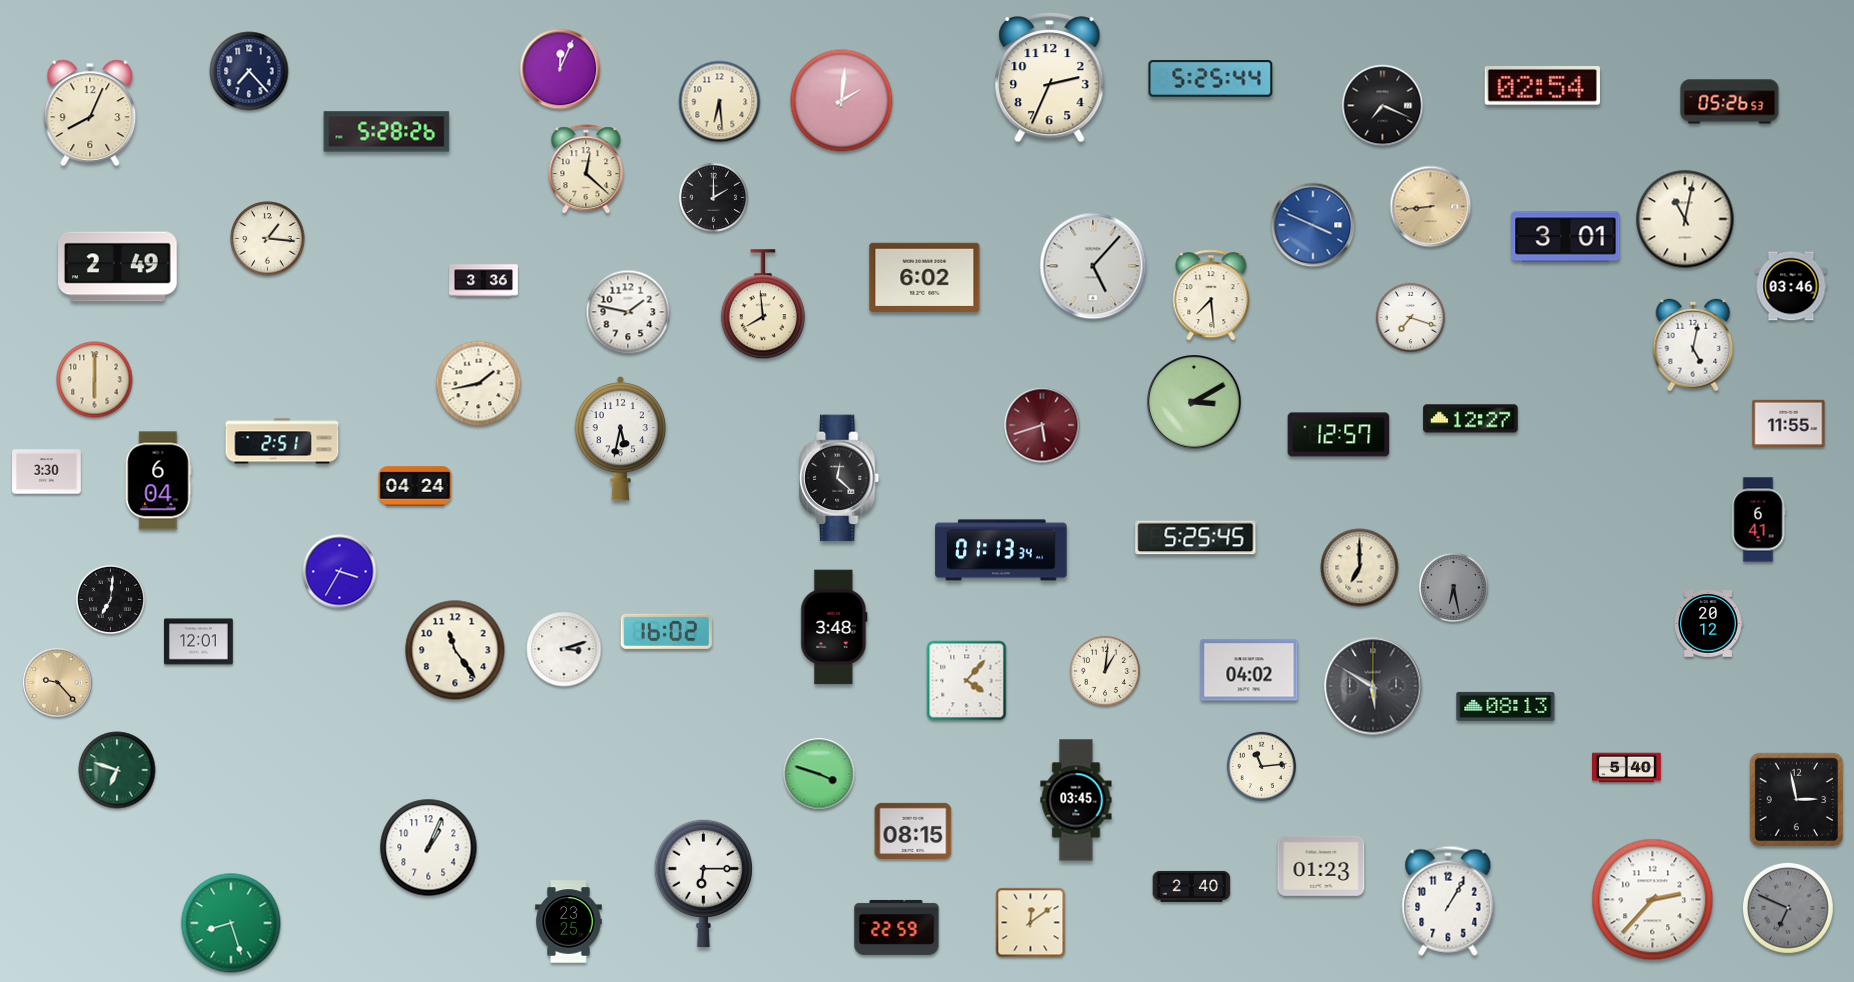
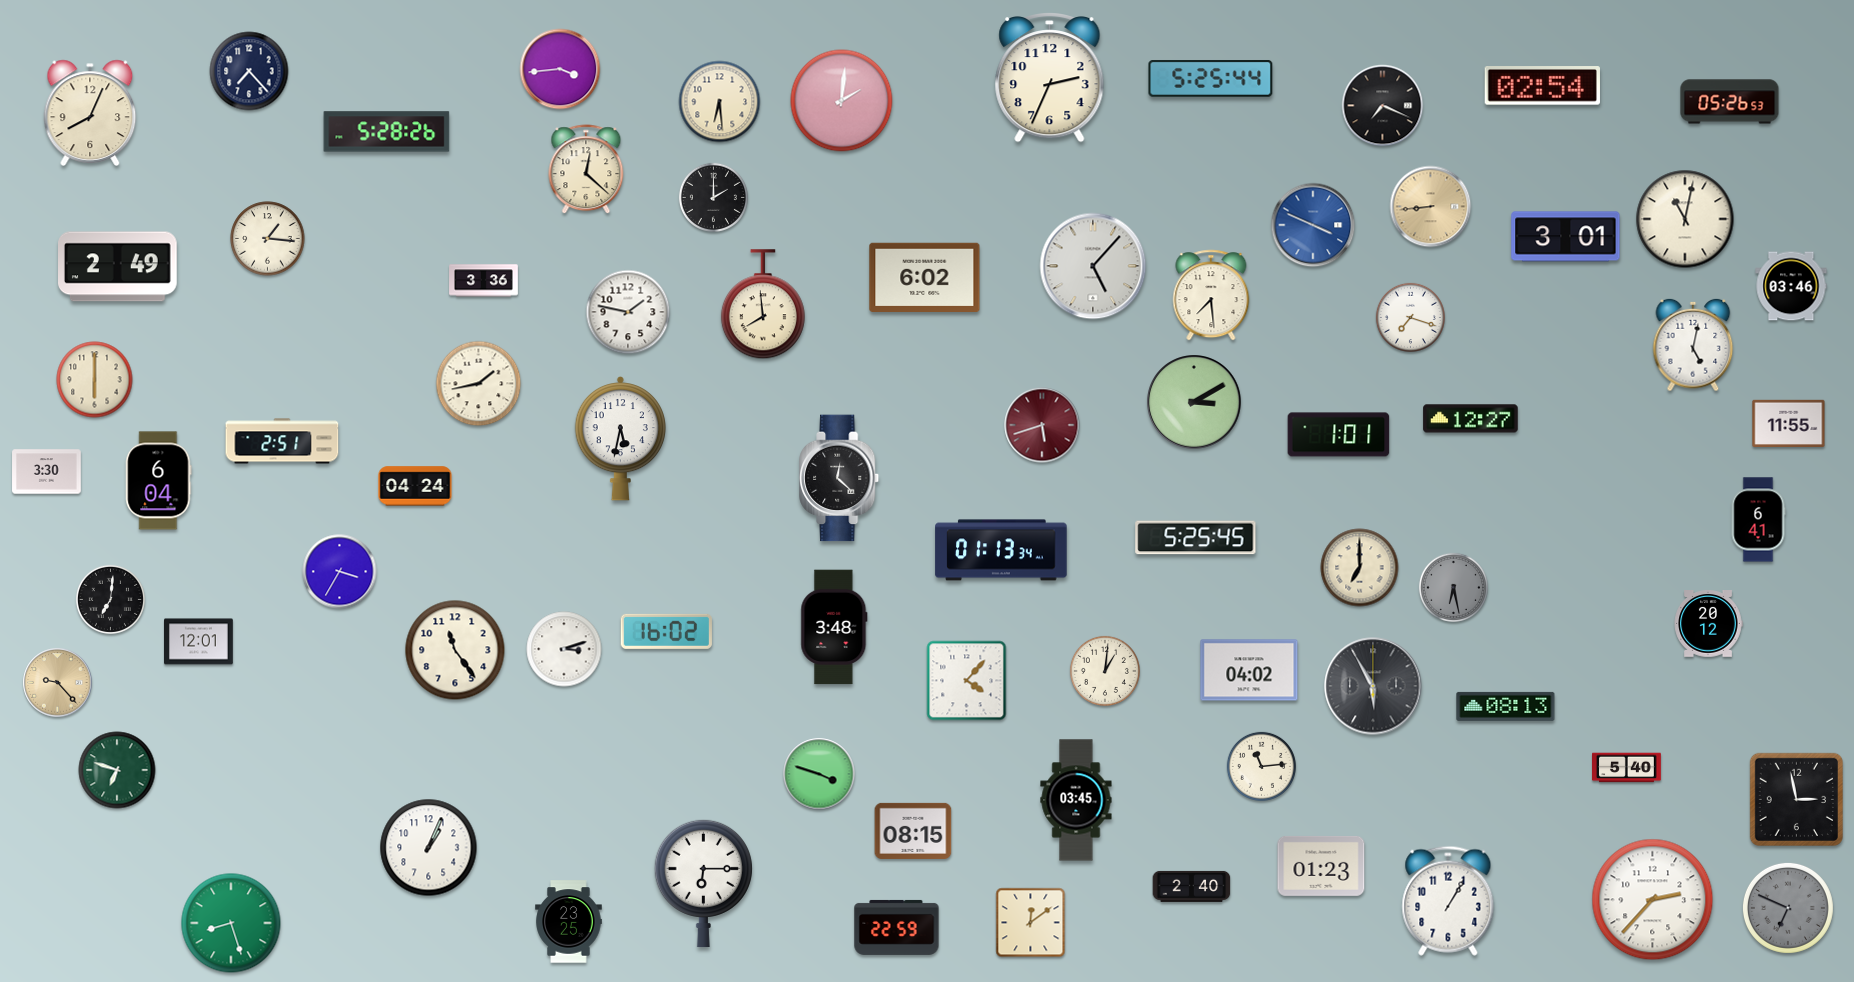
clock at (560, 69): 12:04 -> 3:44
clock at (1339, 435): 12:57 -> 1:01
clock at (1373, 686): 5:50 -> 5:55
